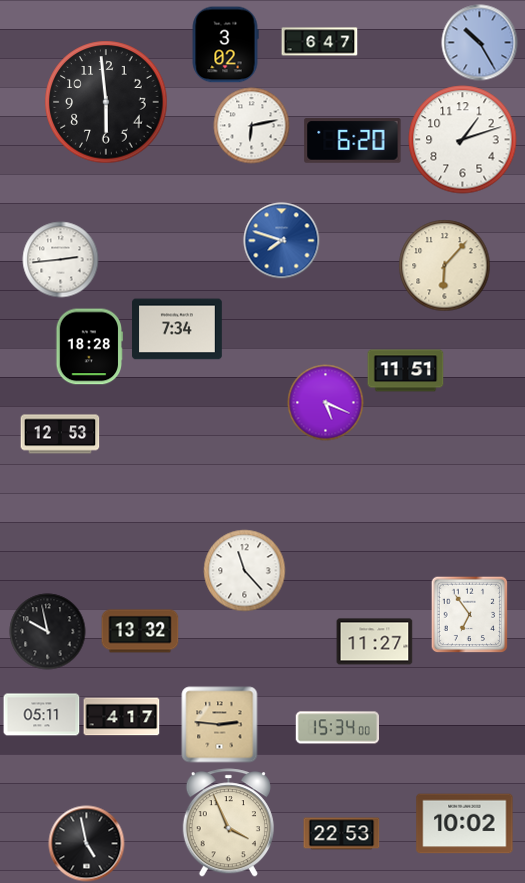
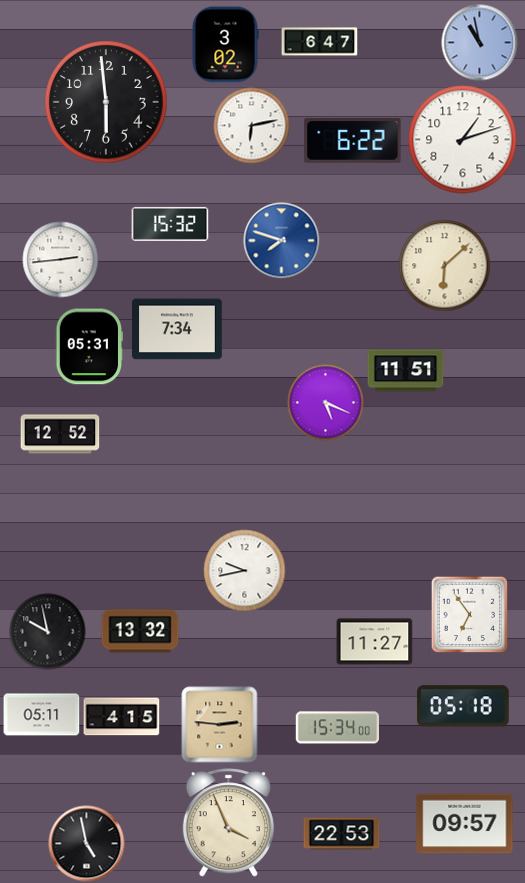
clock at (480, 43): 10:25 -> 10:58
clock at (353, 141): 6:20 -> 6:22
clock at (170, 224): none -> 15:32
clock at (445, 266): 6:07 -> 6:08
clock at (90, 347): 18:28 -> 05:31
clock at (60, 434): 12:53 -> 12:52
clock at (245, 571): 11:23 -> 9:43
clock at (464, 706): none -> 05:18
clock at (122, 717): 4:17 -> 4:15
clock at (465, 824): 10:02 -> 09:57
